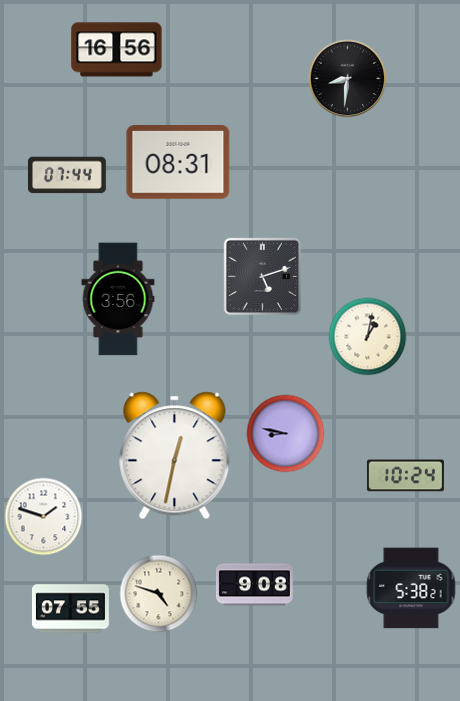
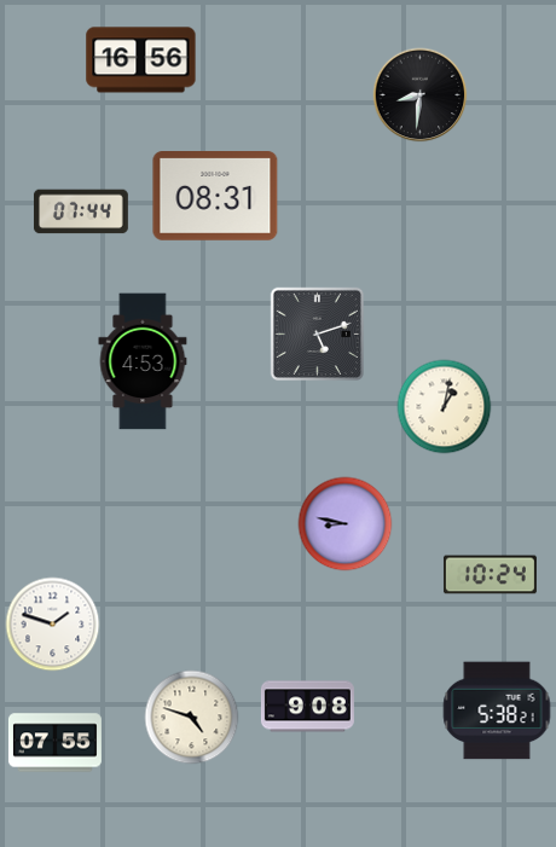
clock at (118, 299): 3:56 -> 4:53
clock at (175, 456): 12:32 -> none
clock at (70, 609) position: (70, 609) -> (54, 743)
